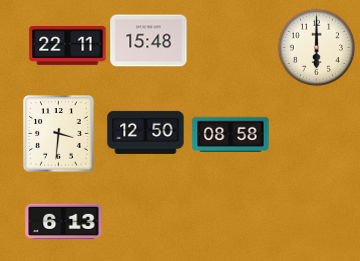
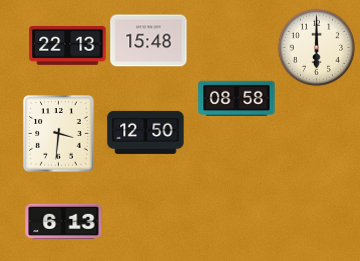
clock at (68, 45): 22:11 -> 22:13
clock at (231, 135) position: (231, 135) -> (237, 99)
